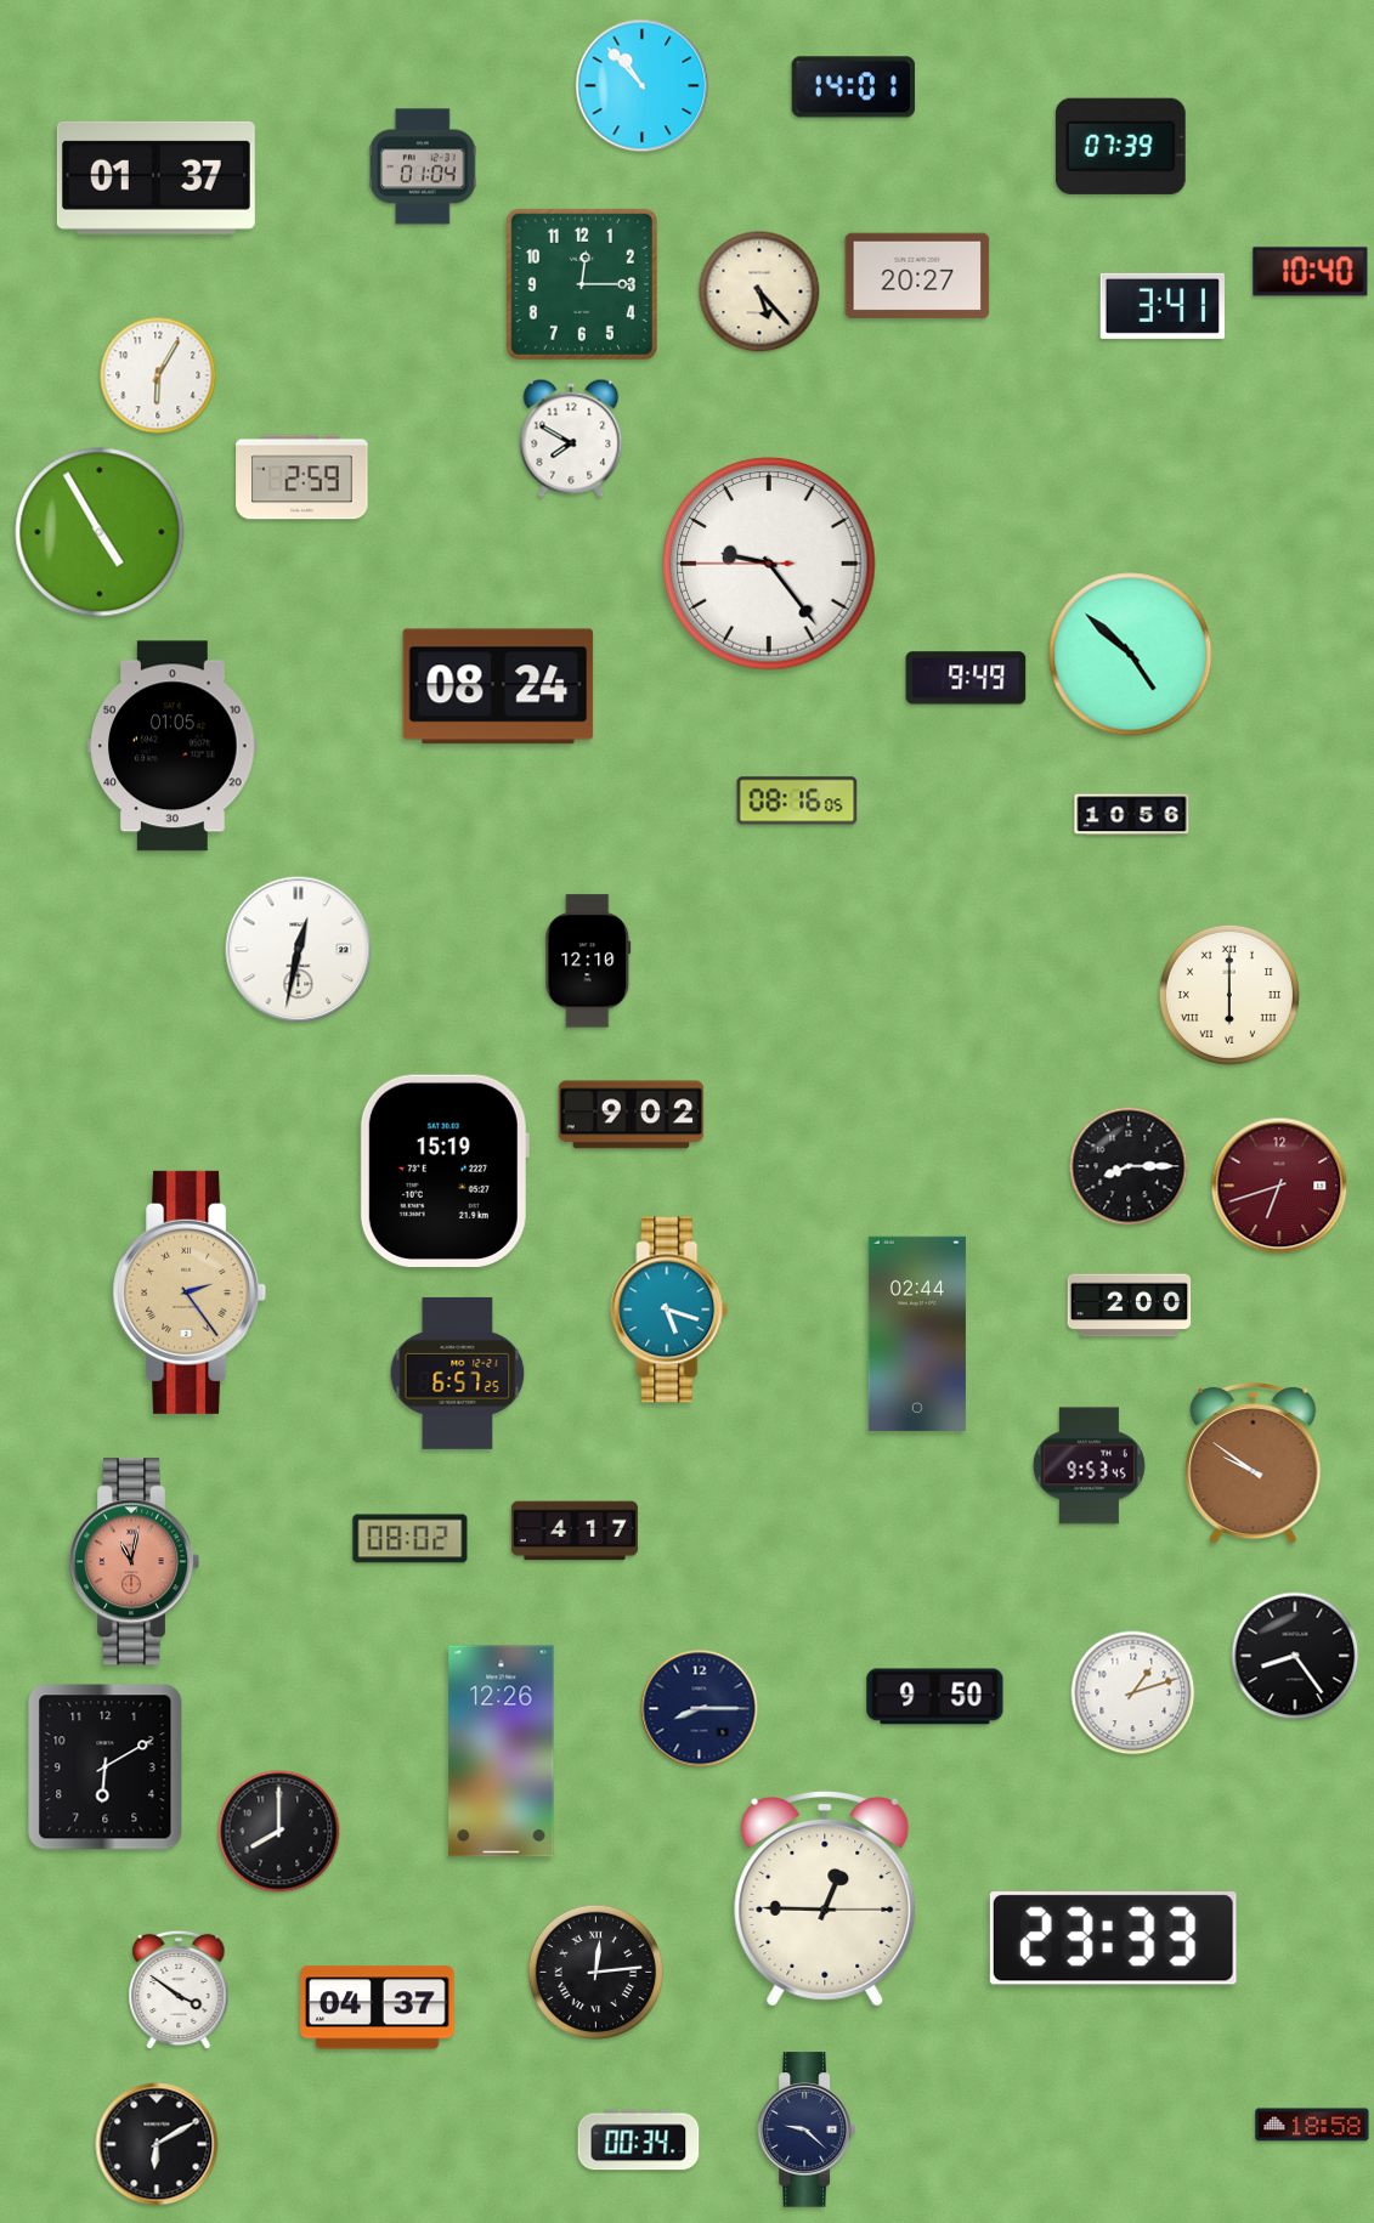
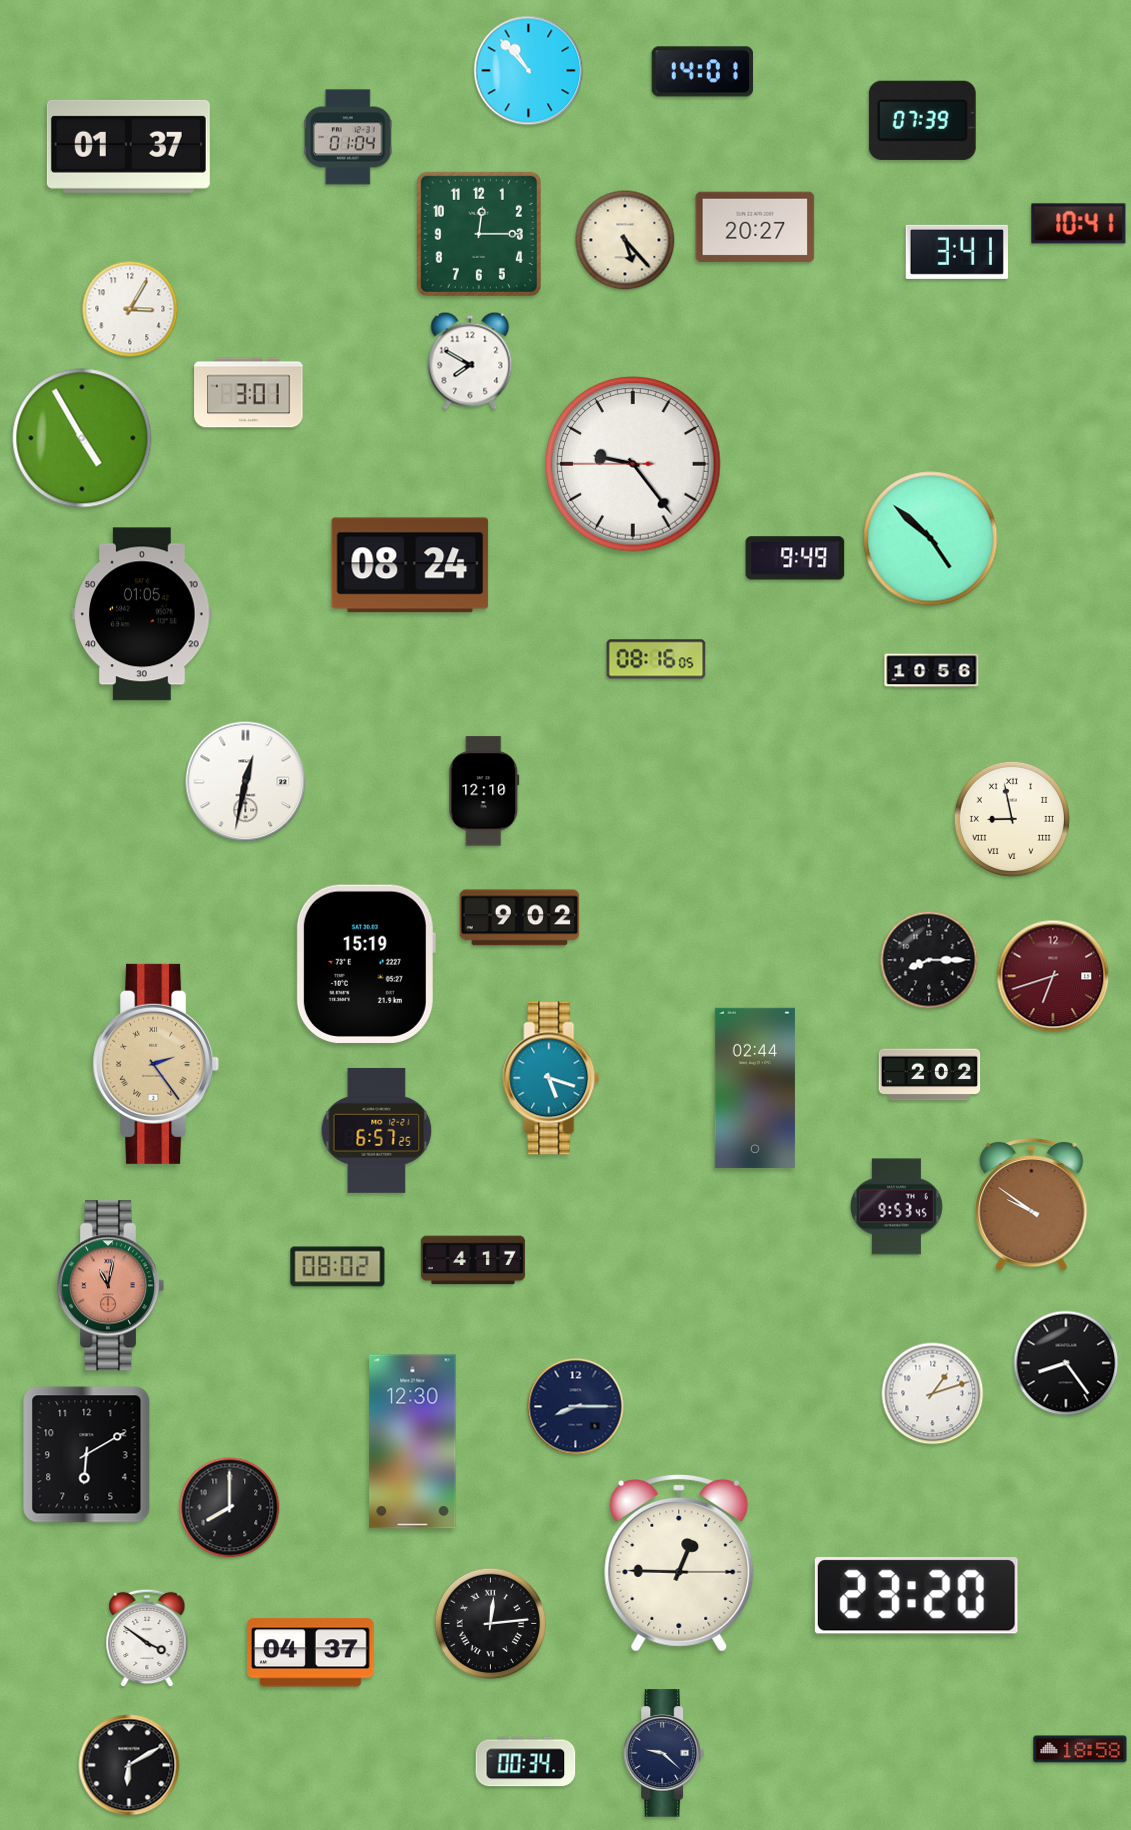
clock at (1311, 272): 10:40 -> 10:41
clock at (158, 375): 6:05 -> 3:05
clock at (302, 477): 2:59 -> 3:01
clock at (1229, 995): 6:00 -> 8:58
clock at (1130, 1306): 2:00 -> 2:02
clock at (917, 1334) position: (917, 1334) -> (755, 1088)
clock at (935, 1697): 9:50 -> none
clock at (502, 1752): 12:26 -> 12:30
clock at (1113, 1939): 23:33 -> 23:20
